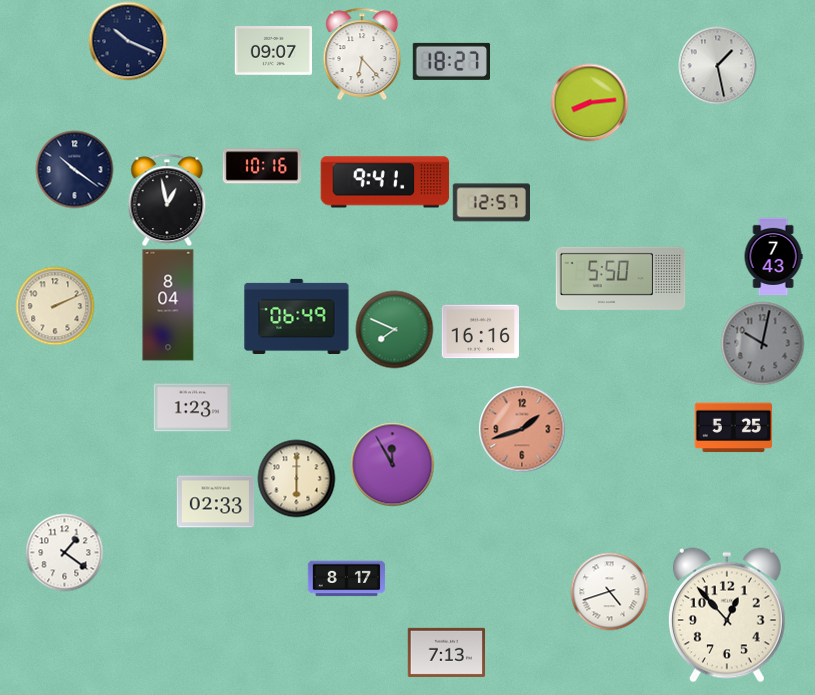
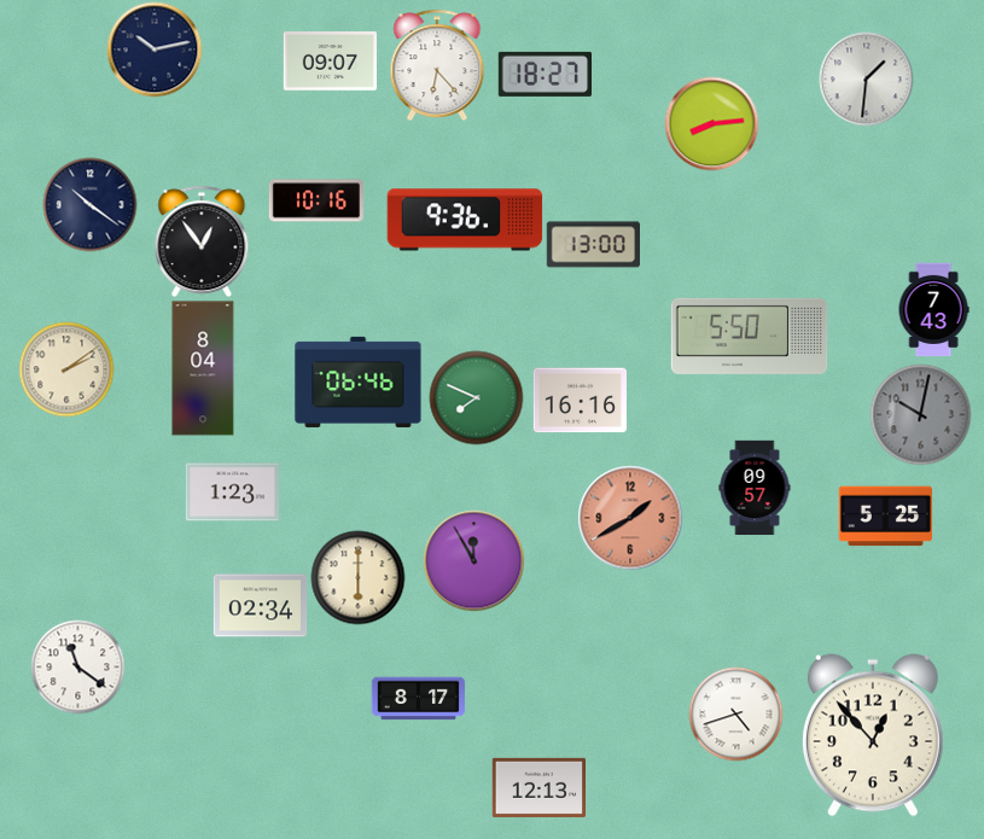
clock at (128, 41): 10:19 -> 10:13
clock at (717, 65): 1:28 -> 1:31
clock at (385, 182): 9:41 -> 9:36
clock at (167, 200): 12:58 -> 12:54
clock at (491, 203): 12:57 -> 13:00
clock at (55, 306): 2:11 -> 2:09
clock at (297, 316): 06:49 -> 06:46
clock at (755, 488): none -> 09:57
clock at (522, 429): 1:42 -> 1:40
clock at (215, 502): 02:33 -> 02:34
clock at (64, 552): 1:21 -> 11:21
clock at (727, 615) position: (727, 615) -> (873, 735)
clock at (446, 652): 7:13 -> 12:13
